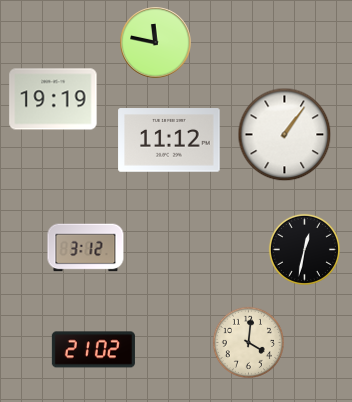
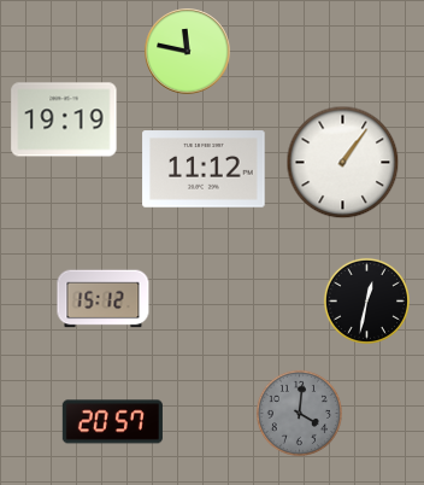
clock at (86, 248): 3:12 -> 15:12
clock at (248, 342) dial: cream -> grey
clock at (93, 350): 21:02 -> 20:57
